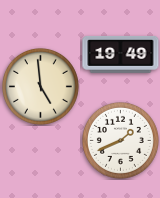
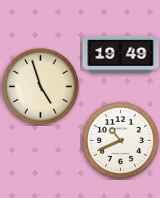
clock at (40, 86): 4:59 -> 4:57
clock at (120, 140): 1:41 -> 10:41
